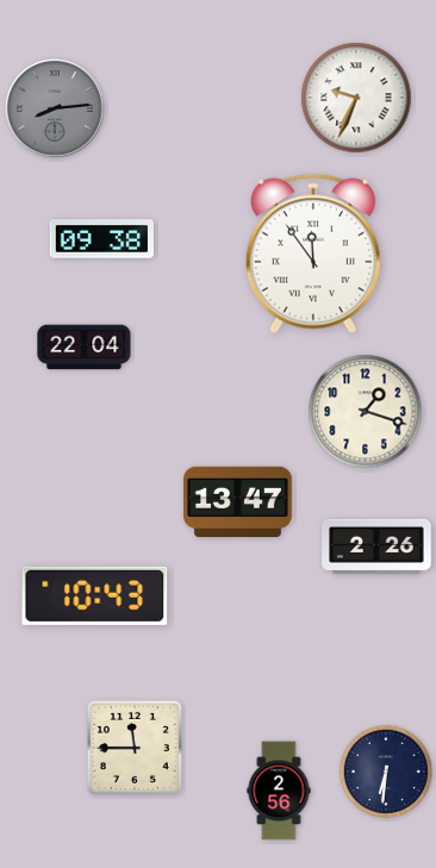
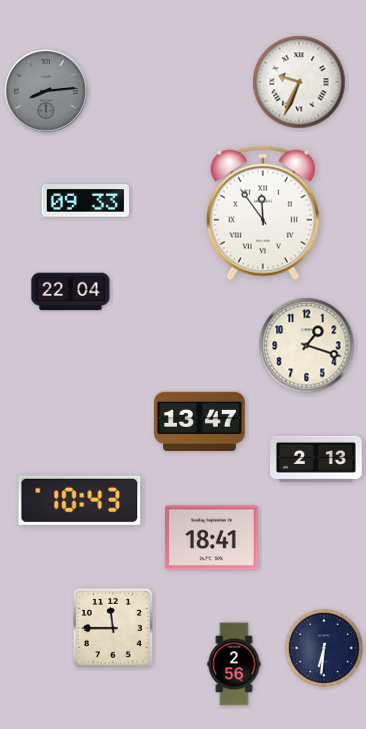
clock at (101, 239): 09:38 -> 09:33
clock at (376, 547): 2:26 -> 2:13
clock at (212, 538): none -> 18:41
